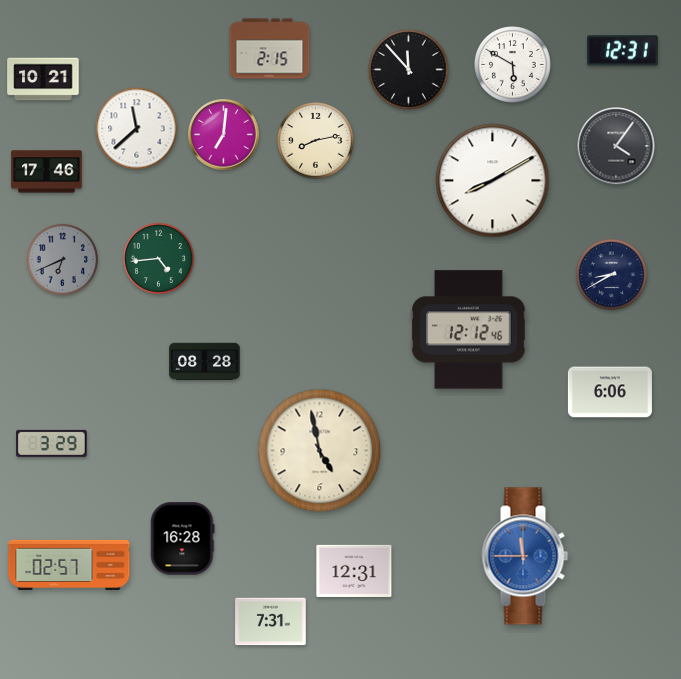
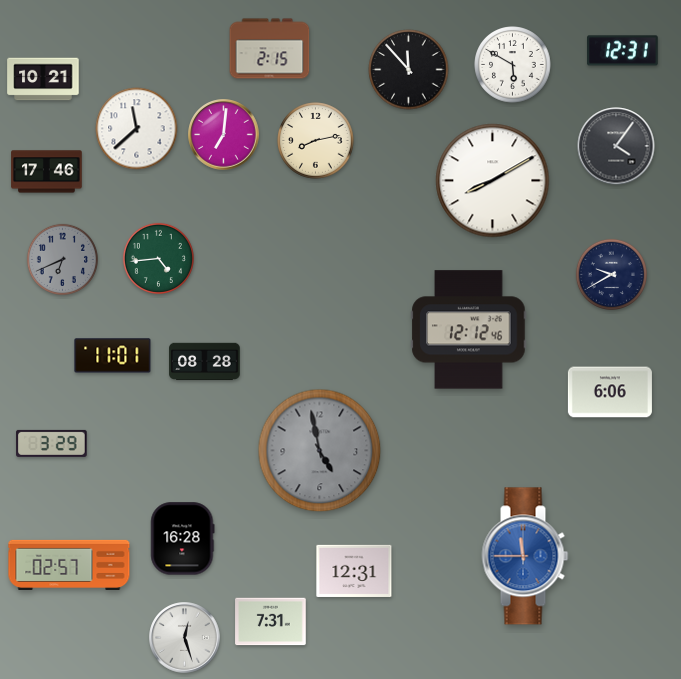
clock at (611, 274): 8:40 -> 9:40
clock at (113, 356): none -> 11:01
clock at (320, 451) dial: cream -> grey
clock at (185, 638): none -> 12:27
